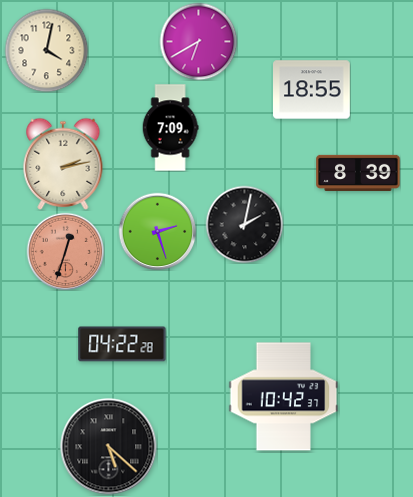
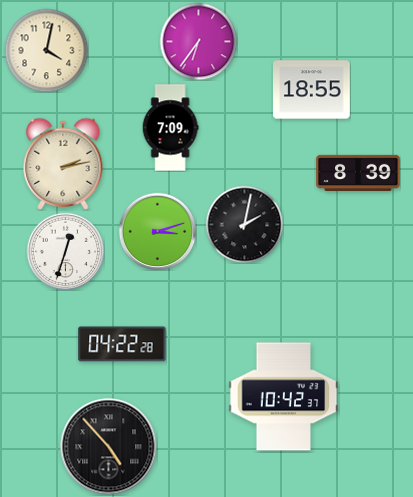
clock at (198, 41): 6:40 -> 6:36
clock at (157, 231): 2:27 -> 3:12
clock at (65, 251) dial: salmon -> white
clock at (109, 447): 5:22 -> 4:53
